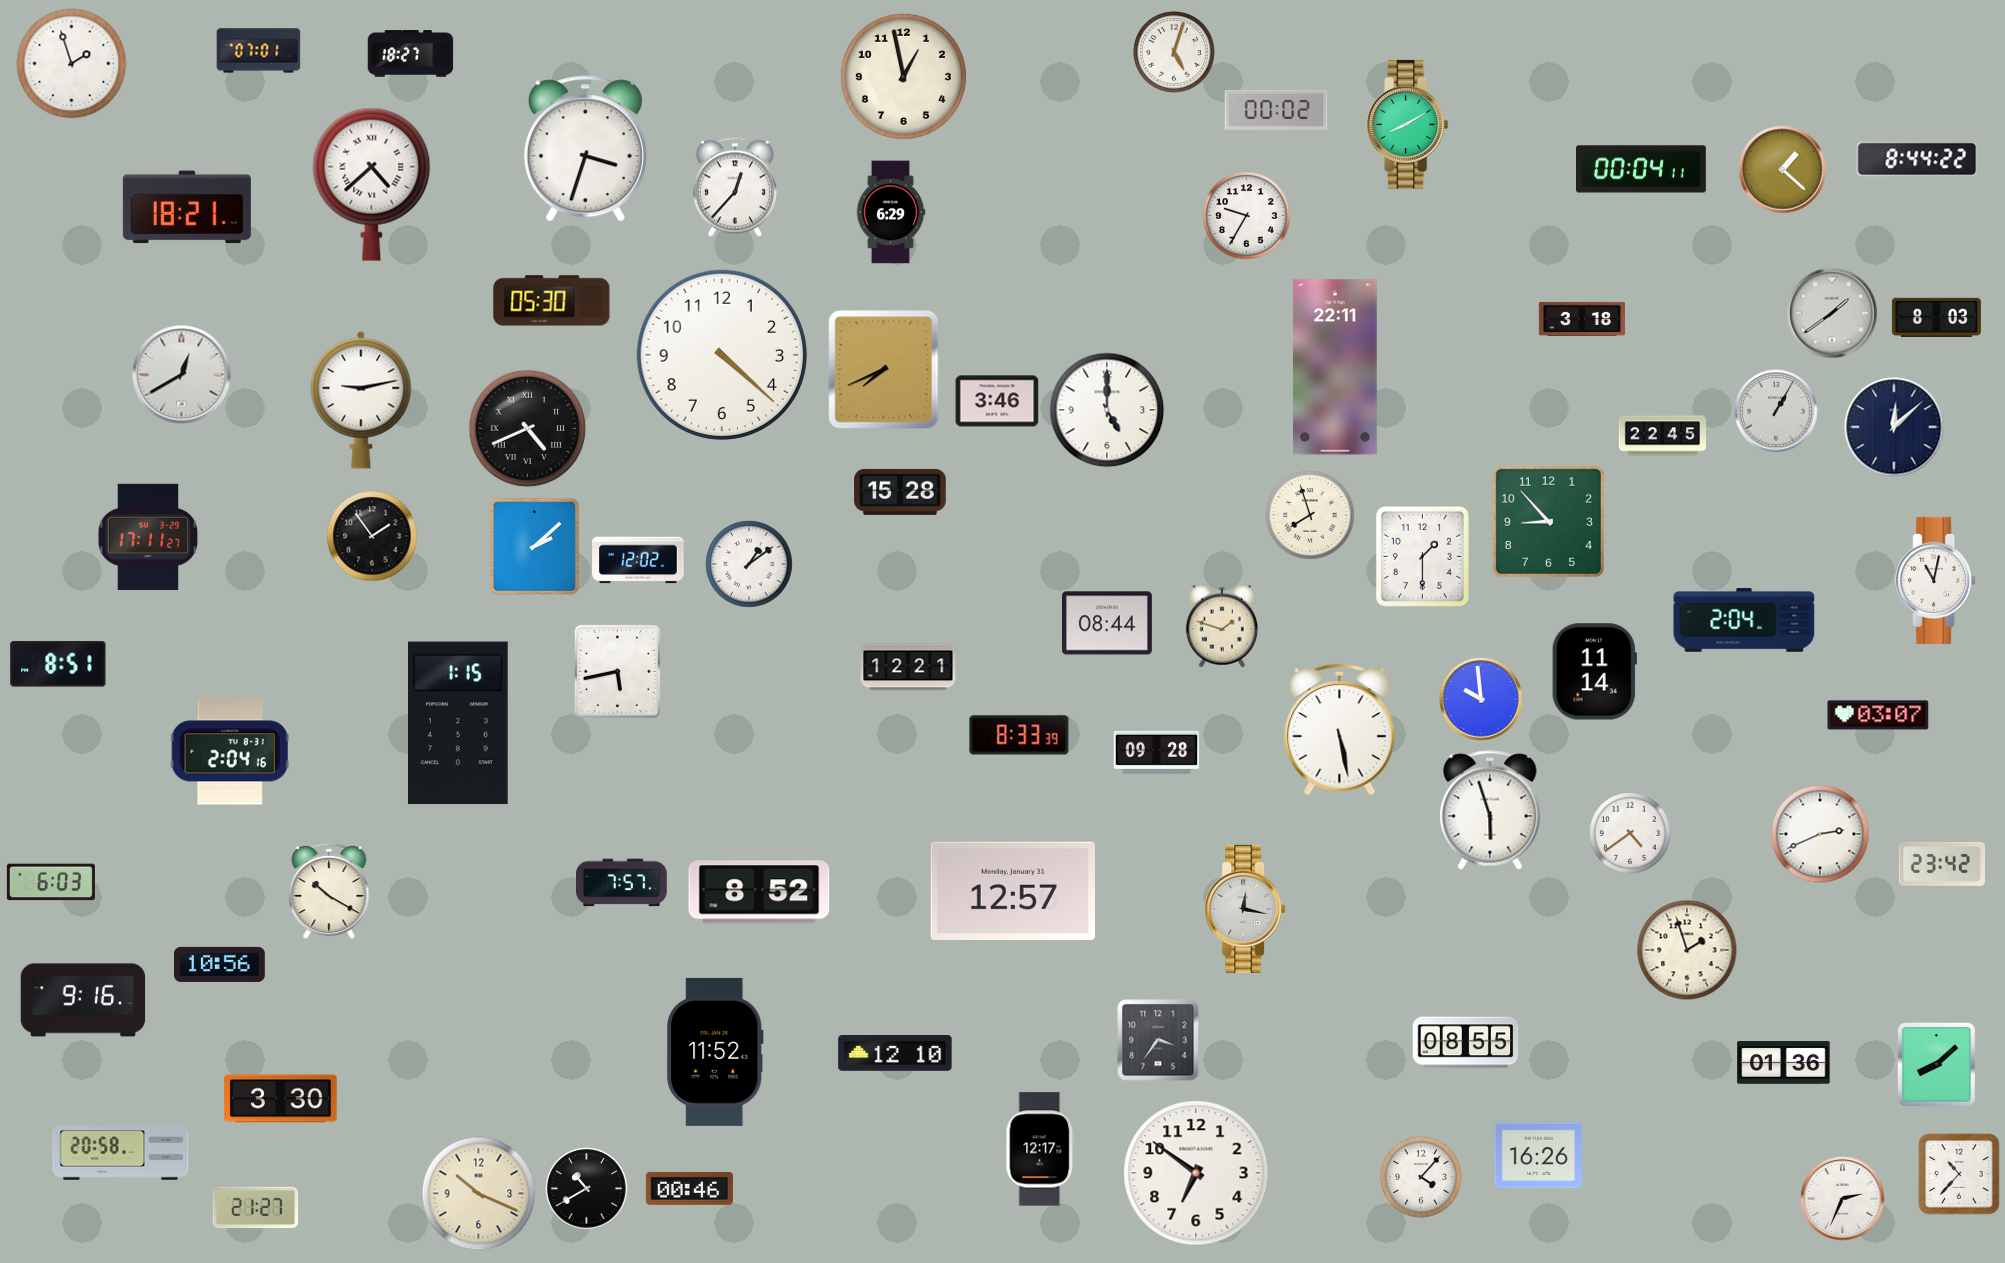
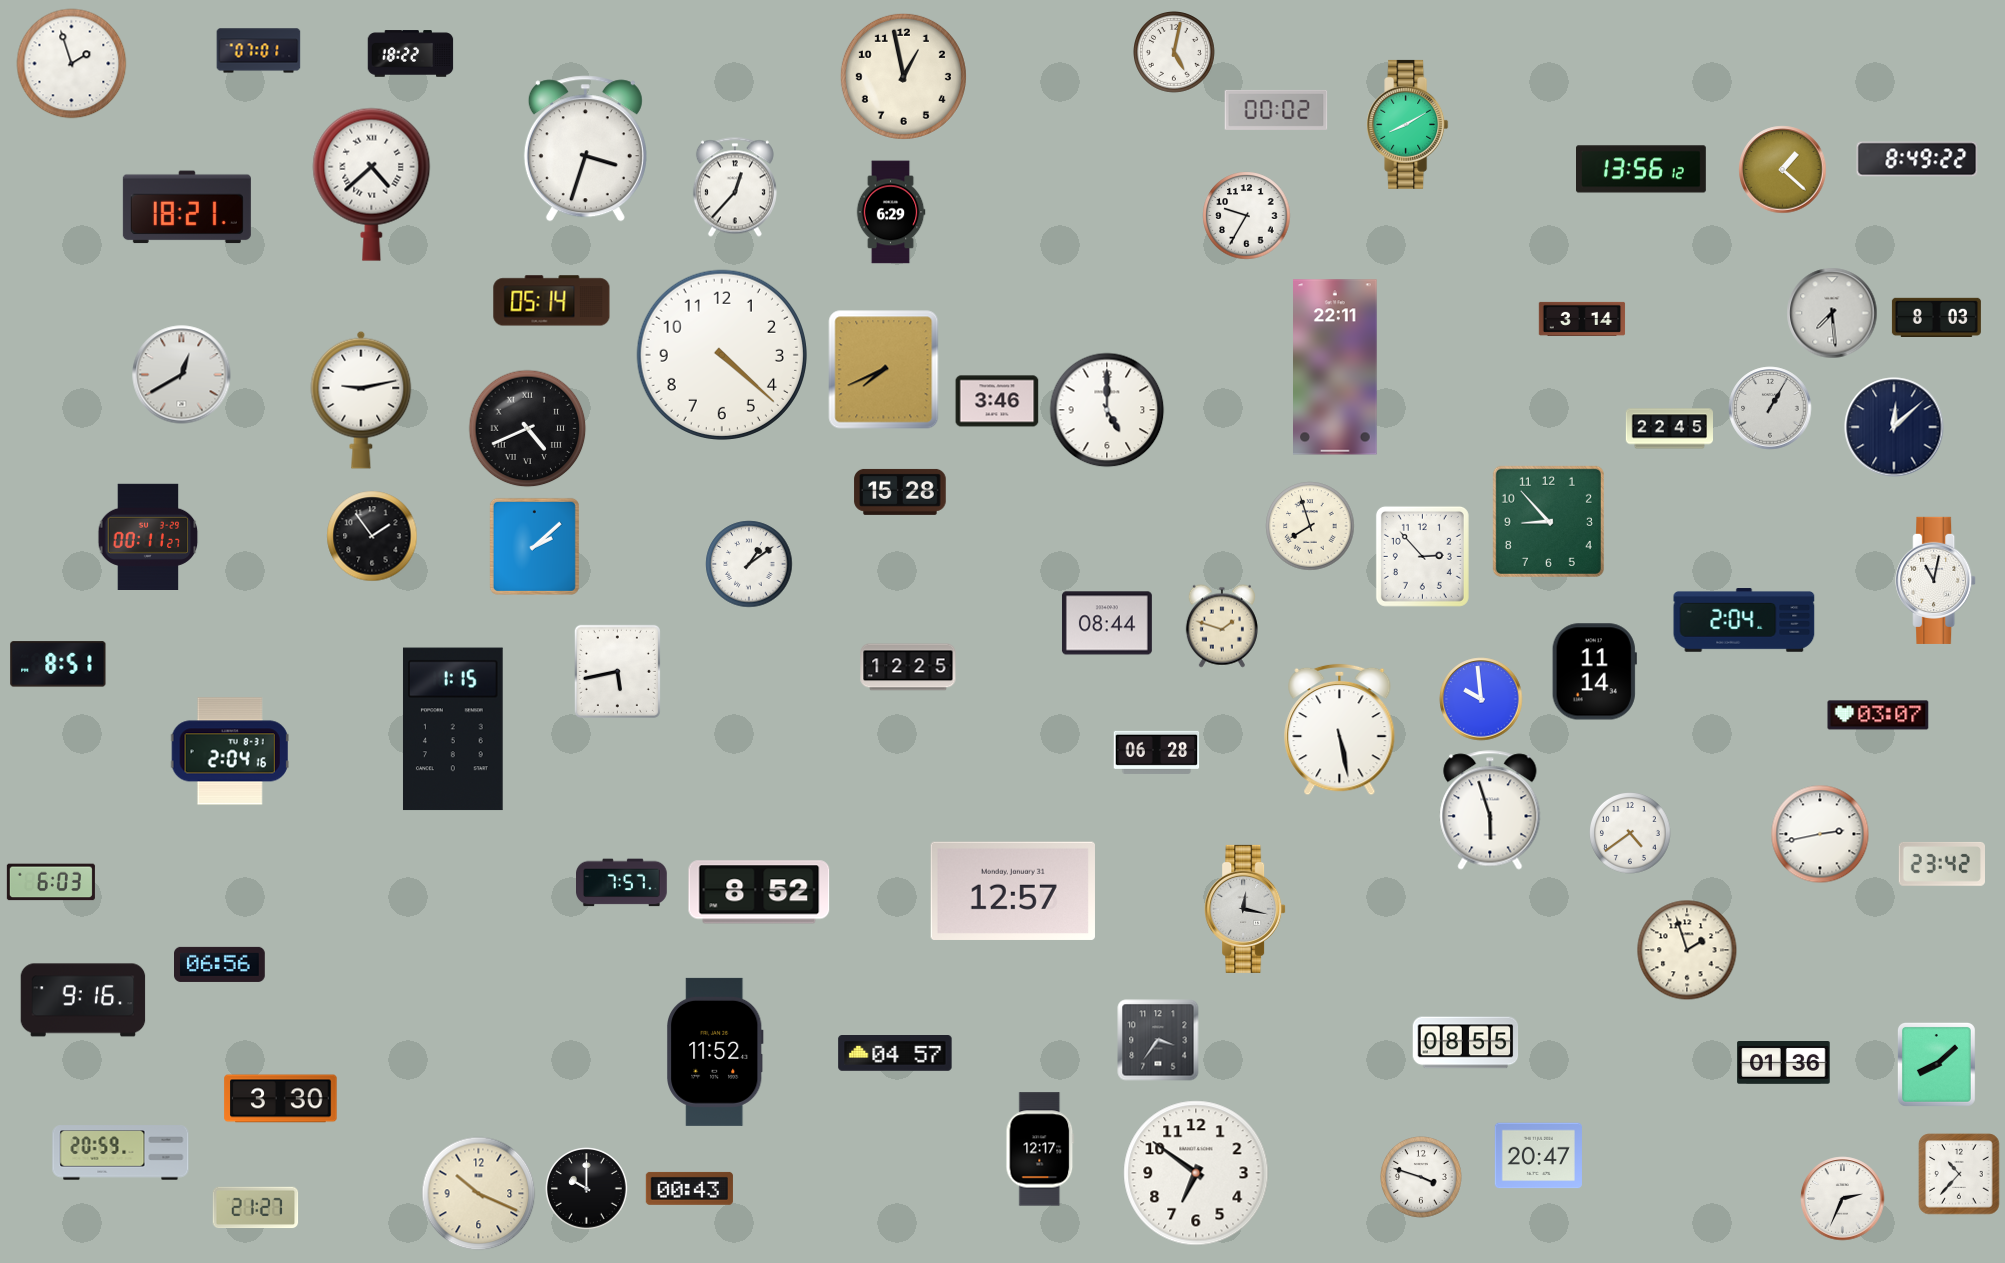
clock at (1175, 53): 5:03 -> 5:02
clock at (411, 54): 18:27 -> 18:22
clock at (1917, 159): 8:44 -> 8:49
clock at (1642, 169): 00:04 -> 13:56
clock at (552, 301): 05:30 -> 05:14
clock at (1832, 313): 1:39 -> 7:29
clock at (1582, 319): 3:18 -> 3:14
clock at (1776, 411) position: (1776, 411) -> (1770, 408)
clock at (1662, 436) position: (1662, 436) -> (1669, 429)
clock at (1310, 515) position: (1310, 515) -> (1310, 526)
clock at (148, 536): 17:11 -> 00:11
clock at (1422, 556): 1:30 -> 2:53
clock at (638, 560): 12:02 -> none
clock at (908, 667): 12:21 -> 12:25
clock at (458, 723) position: (458, 723) -> (453, 729)
clock at (1019, 735): 8:33 -> none
clock at (1157, 752): 09:28 -> 06:28
clock at (1820, 834): 2:41 -> 2:43
clock at (329, 891): 10:20 -> none
clock at (220, 964): 10:56 -> 06:56
clock at (895, 1054): 12:10 -> 04:57
clock at (121, 1153): 20:58 -> 20:59
clock at (1538, 1156): 16:26 -> 20:47
clock at (1422, 1178): 4:07 -> 3:48
clock at (689, 1188): 00:46 -> 00:43
clock at (587, 1189): 10:40 -> 10:00
